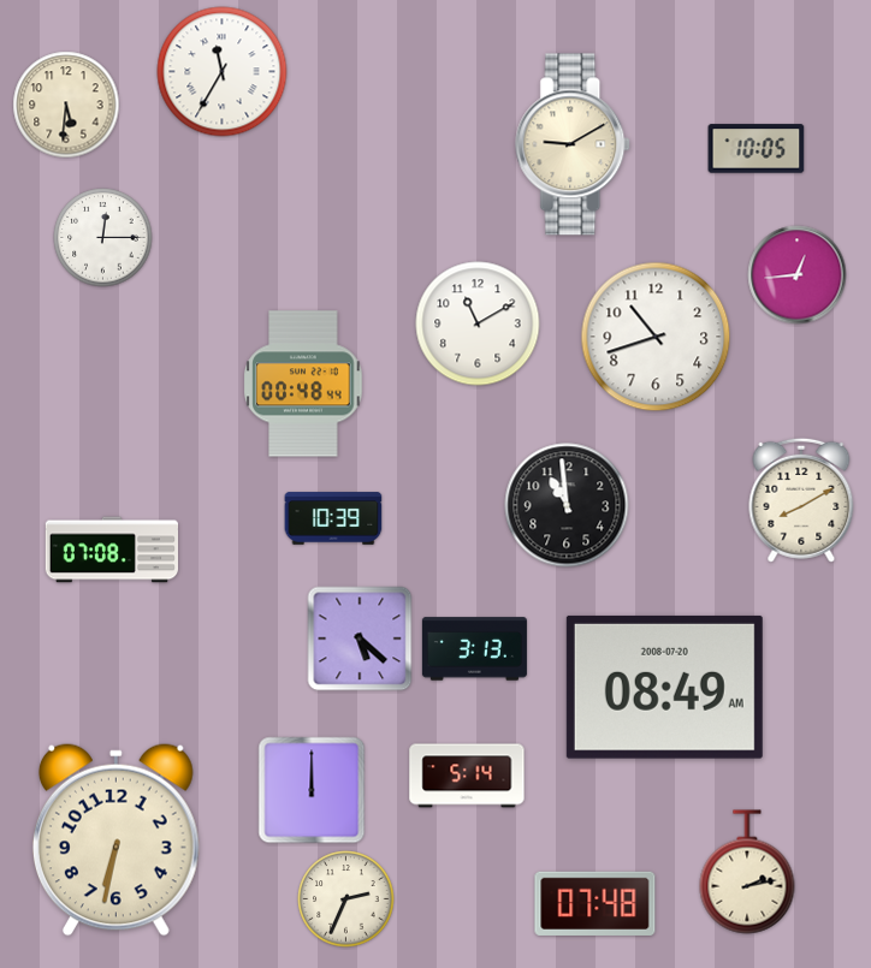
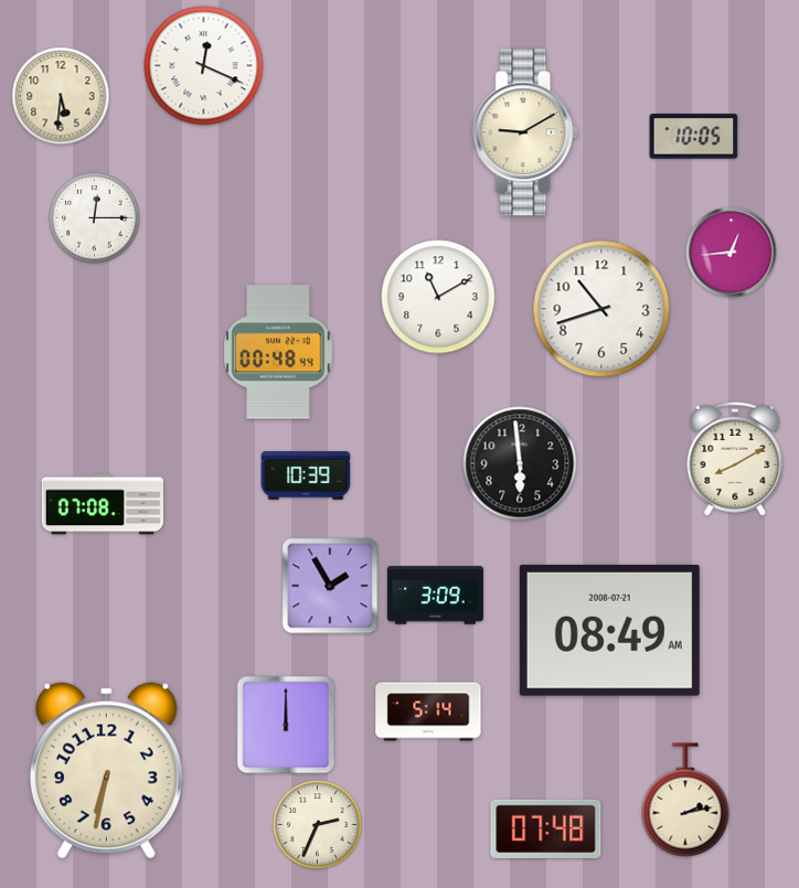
clock at (223, 72): 11:35 -> 12:19
clock at (567, 505): 10:59 -> 5:59
clock at (360, 639): 5:22 -> 1:55
clock at (474, 649): 3:13 -> 3:09
clock at (664, 687) date: 2008-07-20 -> 2008-07-21
